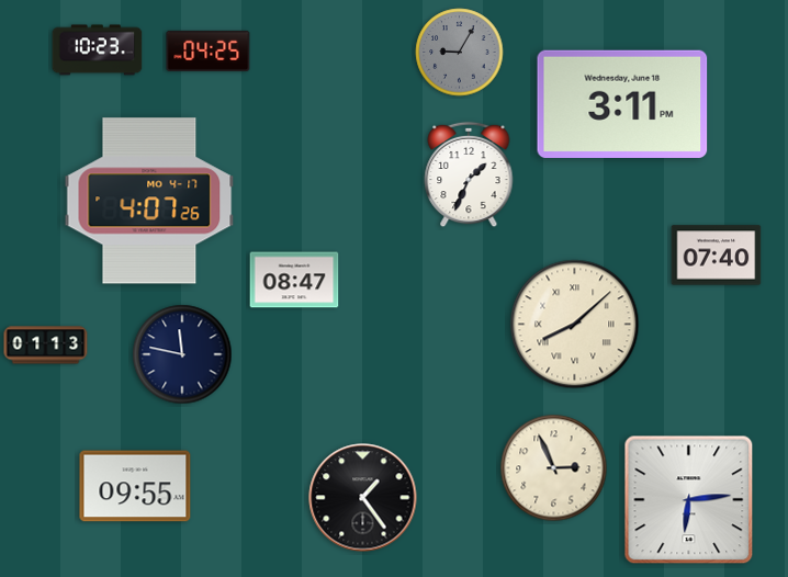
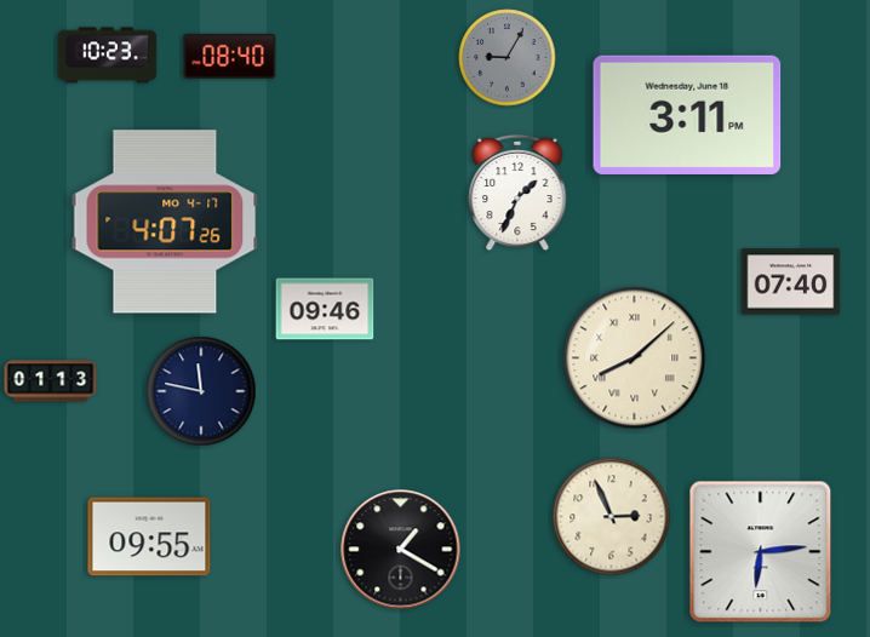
clock at (209, 50): 04:25 -> 08:40
clock at (294, 280): 08:47 -> 09:46
clock at (363, 498): 1:24 -> 1:20
